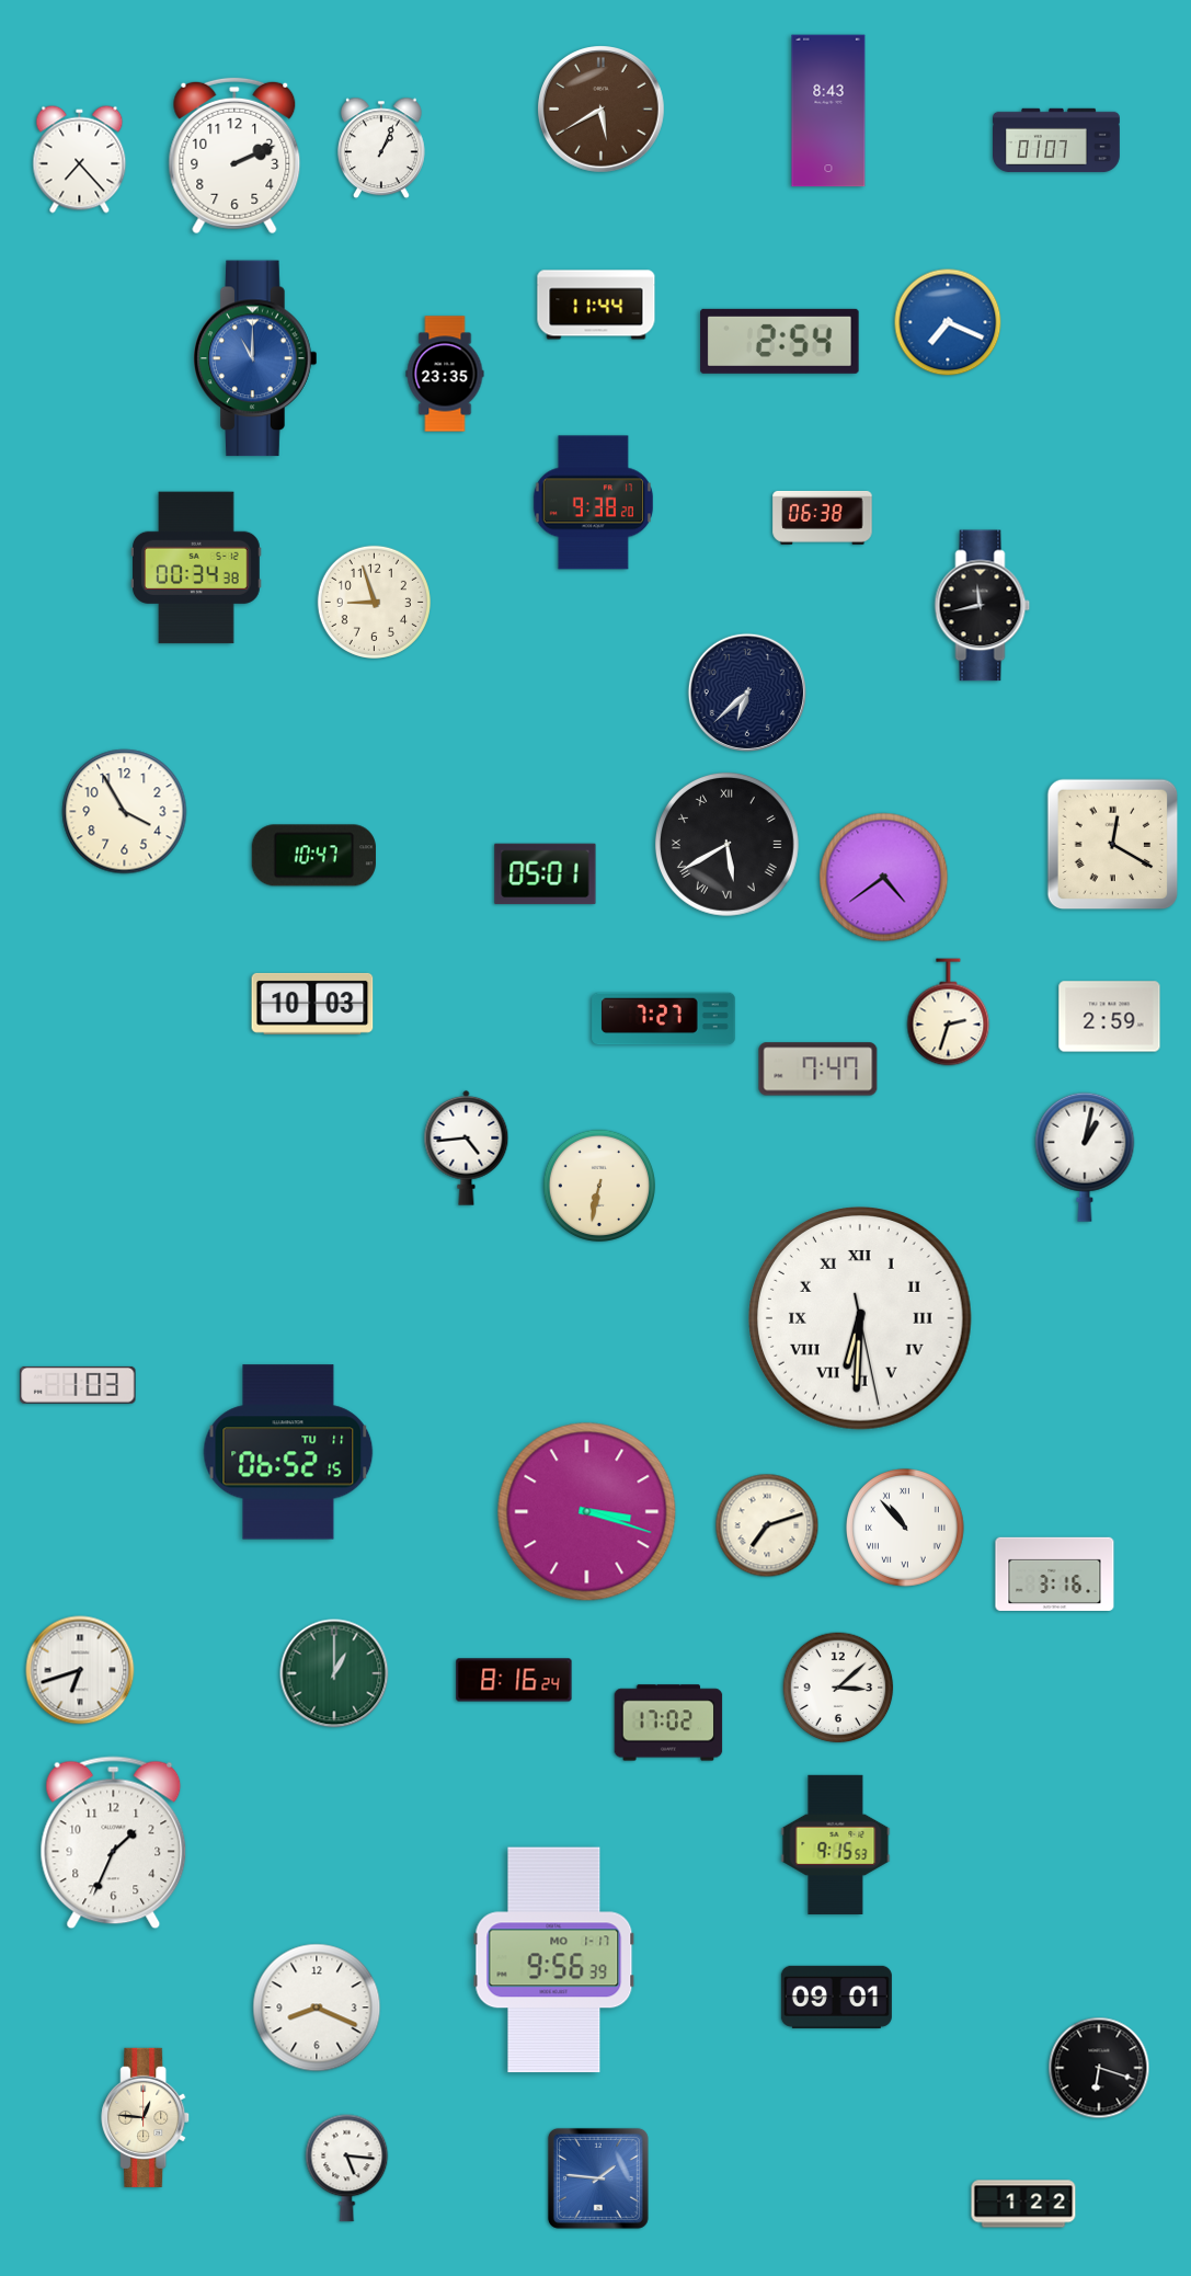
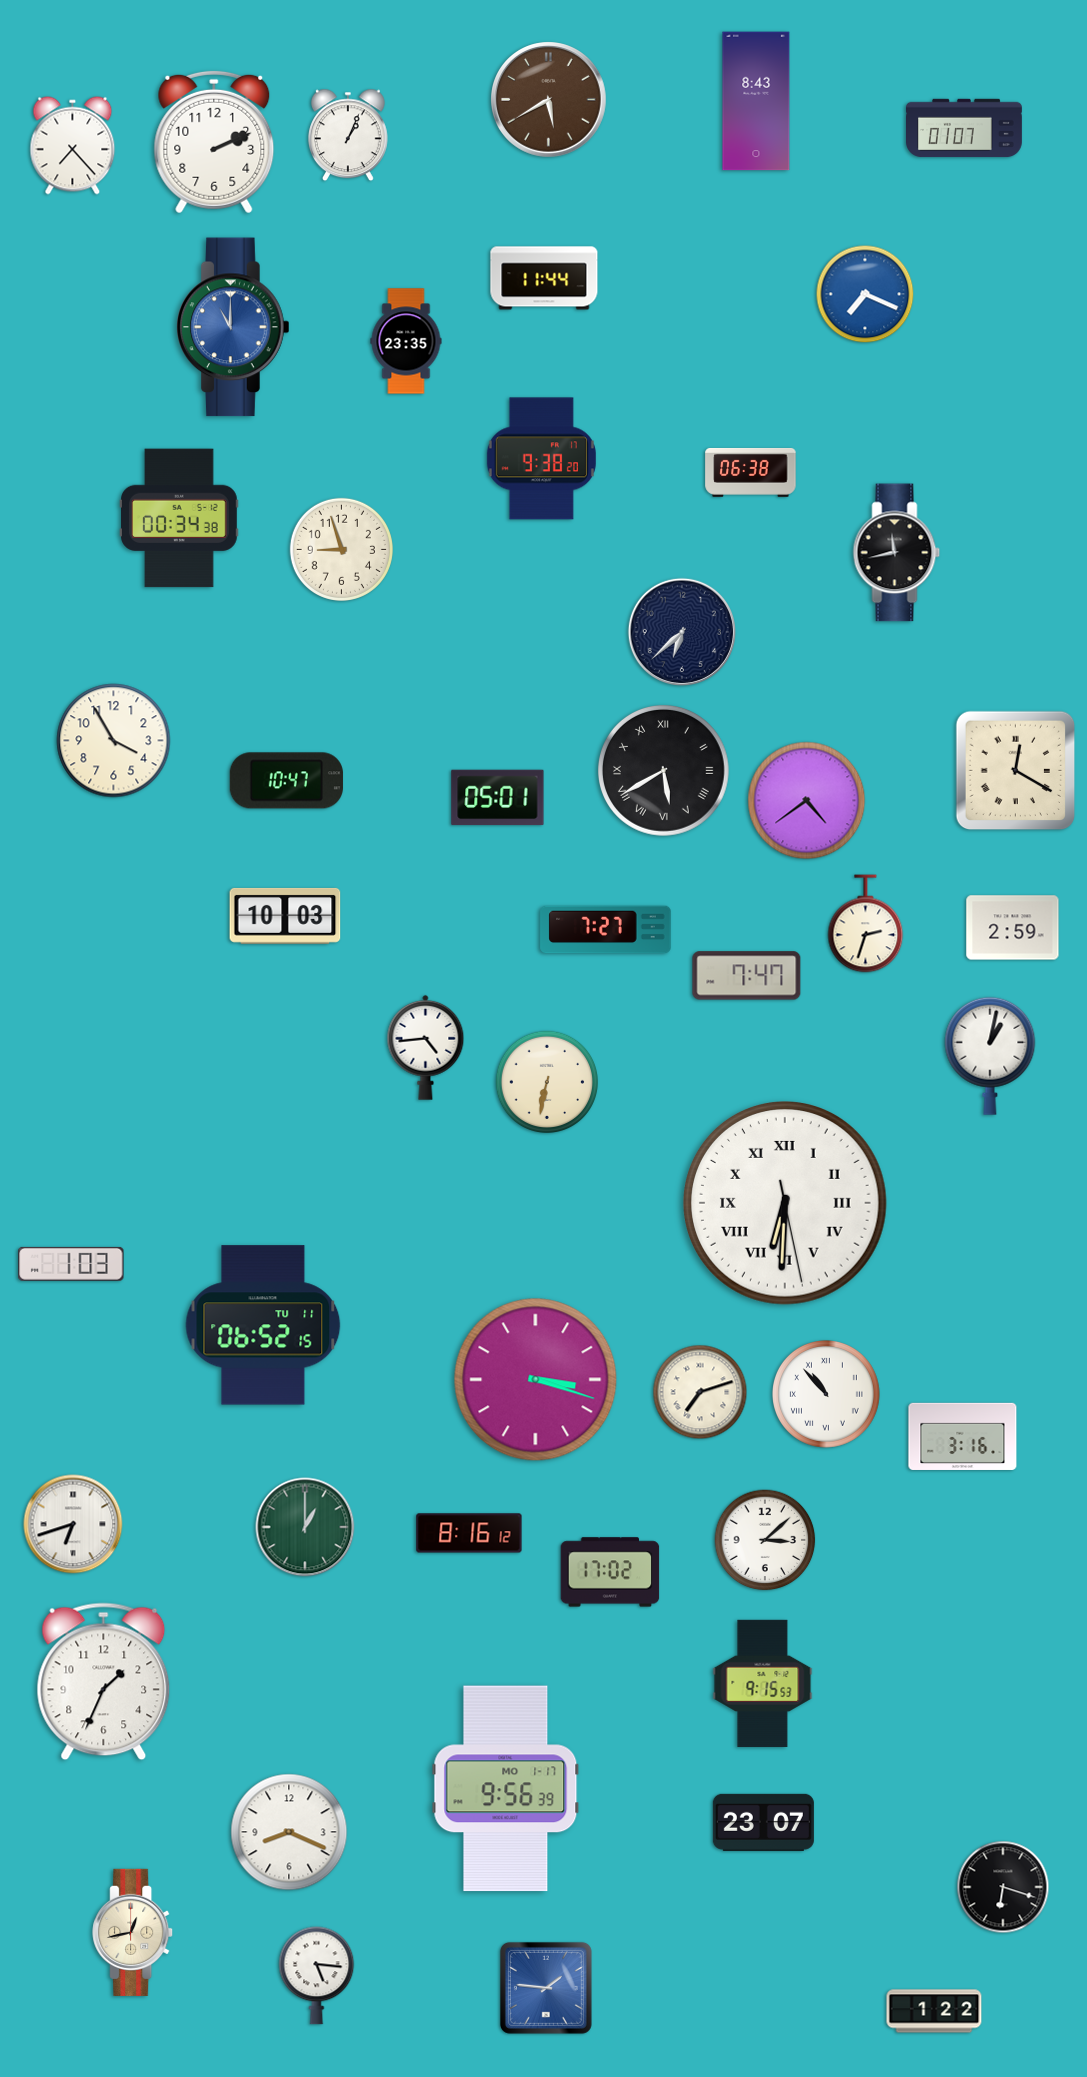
clock at (780, 341): 2:54 -> none
clock at (514, 1680): 8:16:24 -> 8:16:12
clock at (836, 1997): 09:01 -> 23:07
clock at (146, 2117): 12:46 -> 12:43
clock at (347, 2169) position: (347, 2169) -> (317, 1976)
